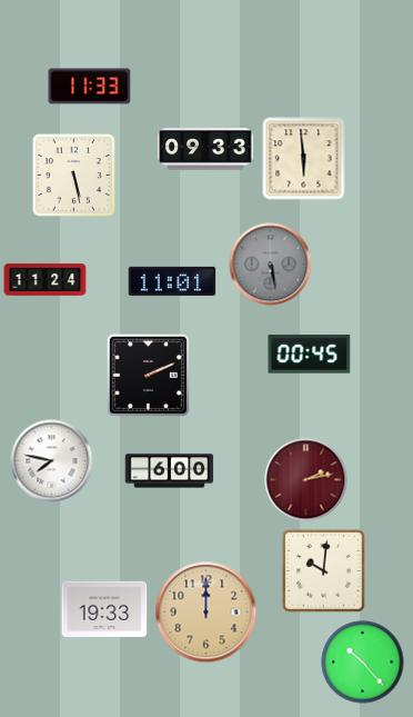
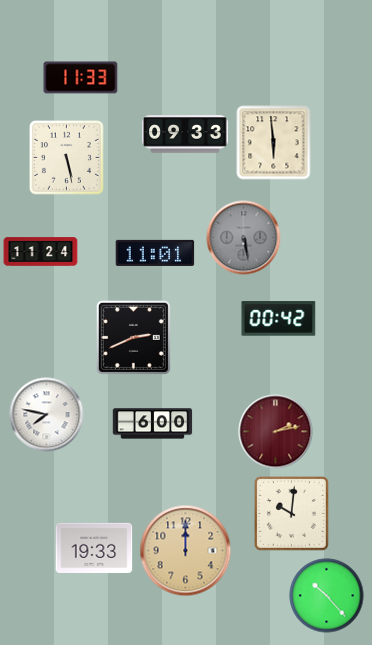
clock at (310, 355): 00:45 -> 00:42
clock at (148, 375): 2:11 -> 2:41
